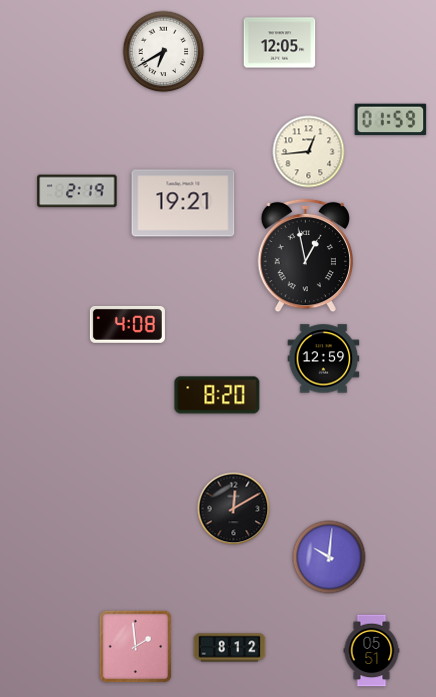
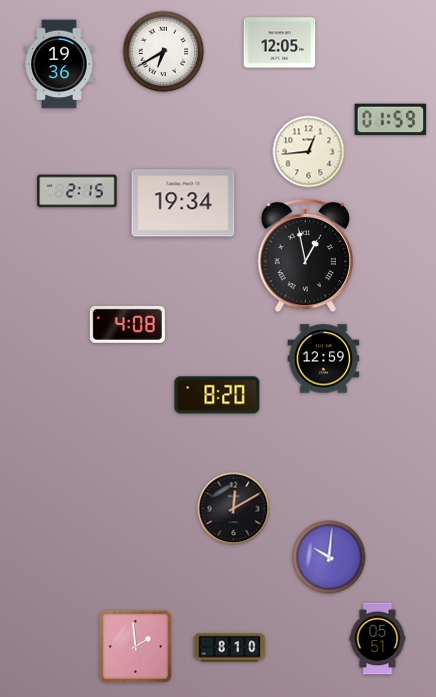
clock at (59, 64): none -> 19:36
clock at (77, 191): 2:19 -> 2:15
clock at (183, 203): 19:21 -> 19:34
clock at (230, 648): 8:12 -> 8:10
clock at (372, 651) position: (372, 651) -> (378, 639)
